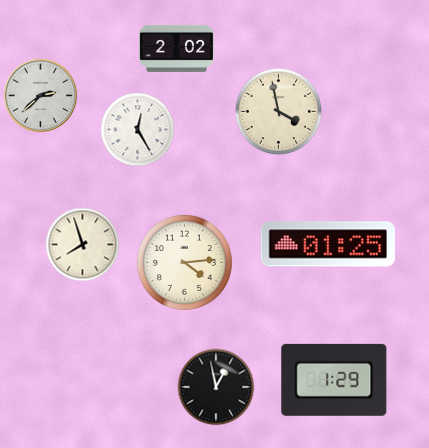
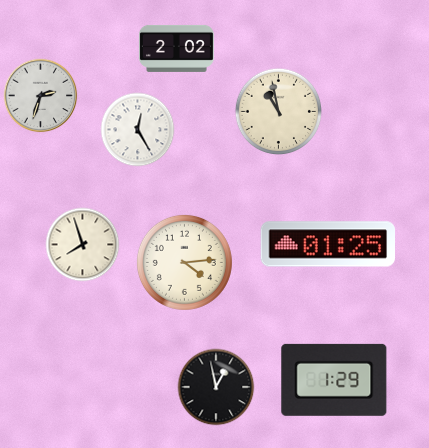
clock at (41, 96): 2:38 -> 2:33
clock at (279, 112): 3:58 -> 10:58
